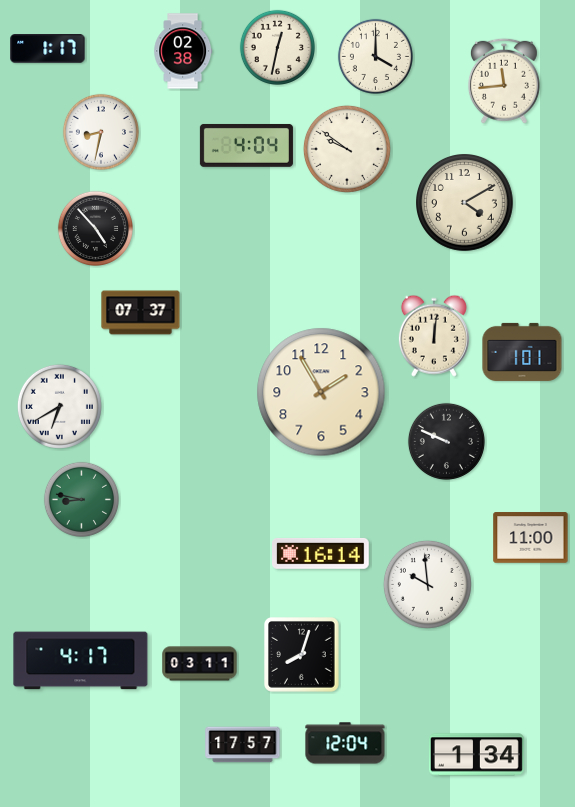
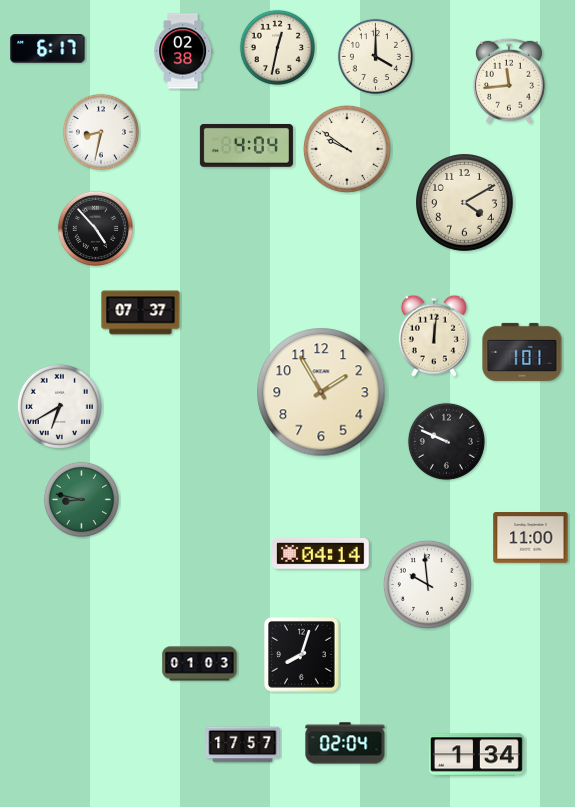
clock at (48, 49): 1:17 -> 6:17
clock at (504, 81) position: (504, 81) -> (509, 81)
clock at (321, 553): 16:14 -> 04:14
clock at (81, 661): 4:17 -> none
clock at (200, 664): 03:11 -> 01:03
clock at (345, 743): 12:04 -> 02:04
